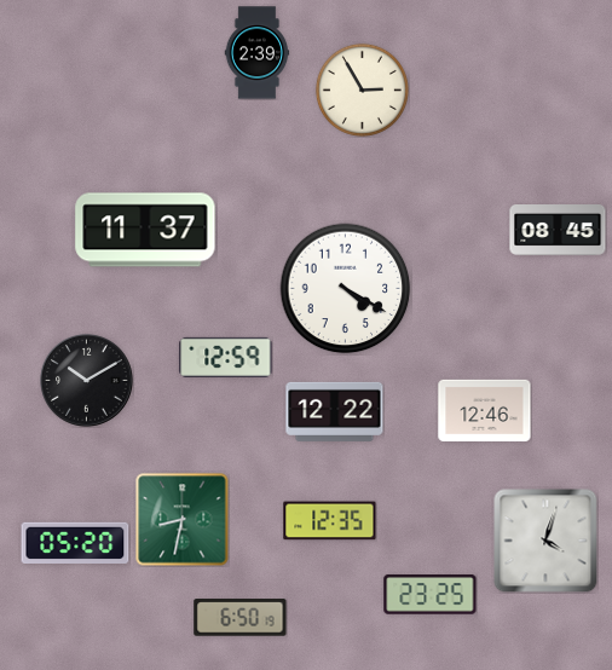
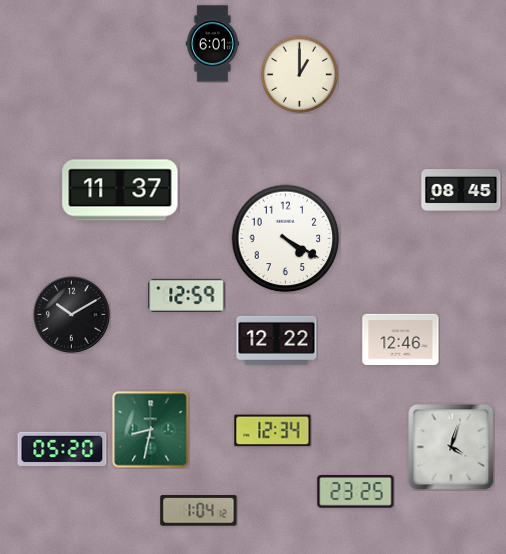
clock at (258, 53): 2:39 -> 6:01
clock at (362, 89): 2:55 -> 1:00
clock at (330, 521): 12:35 -> 12:34
clock at (241, 618): 6:50 -> 1:04
